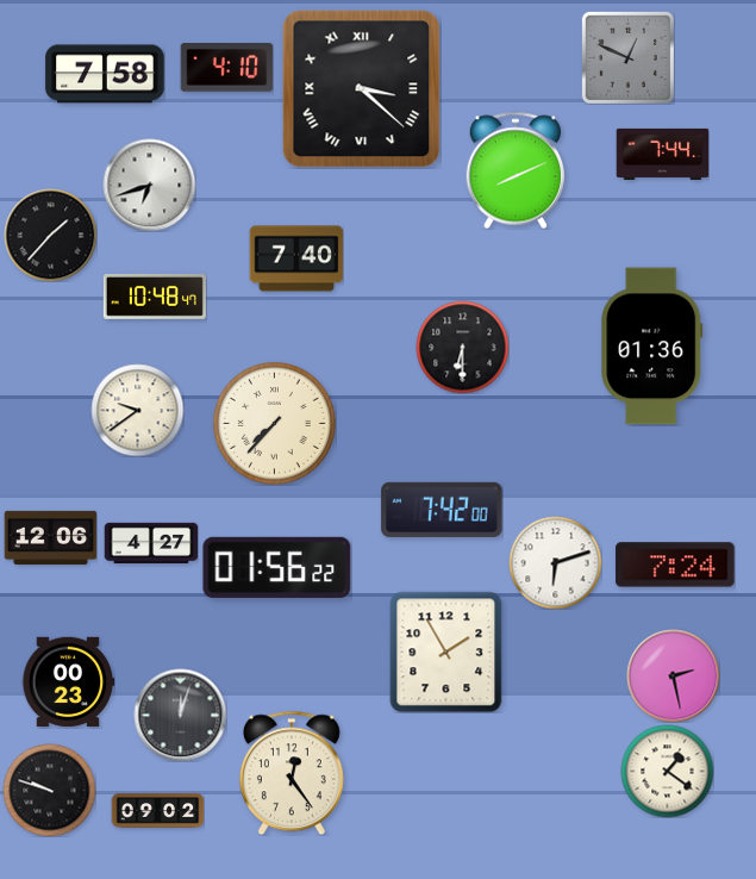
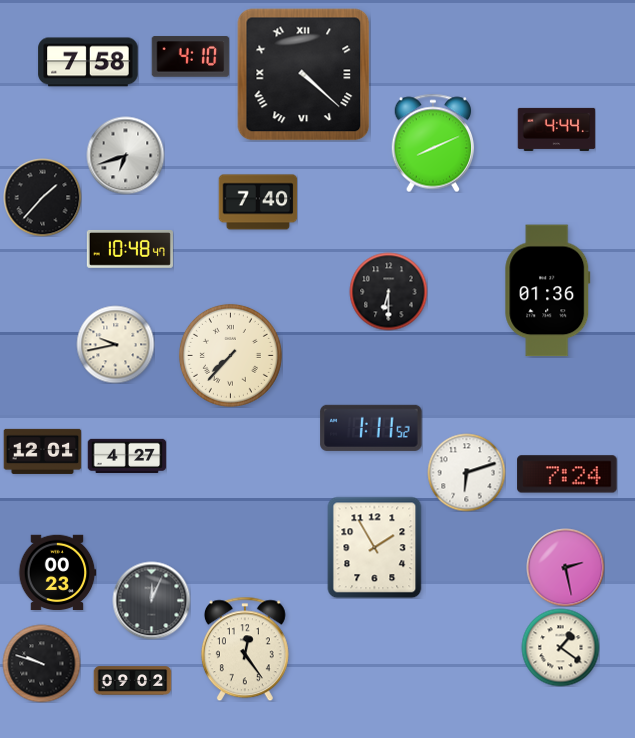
clock at (627, 57): 12:49 -> none
clock at (362, 89): 3:22 -> 4:22
clock at (662, 154): 7:44 -> 4:44
clock at (296, 258) position: (296, 258) -> (258, 202)
clock at (137, 410): 9:39 -> 9:43
clock at (442, 510): 7:42 -> 1:11
clock at (50, 537): 12:06 -> 12:01
clock at (277, 567): 01:56 -> none
clock at (180, 715): 12:03 -> 12:04
